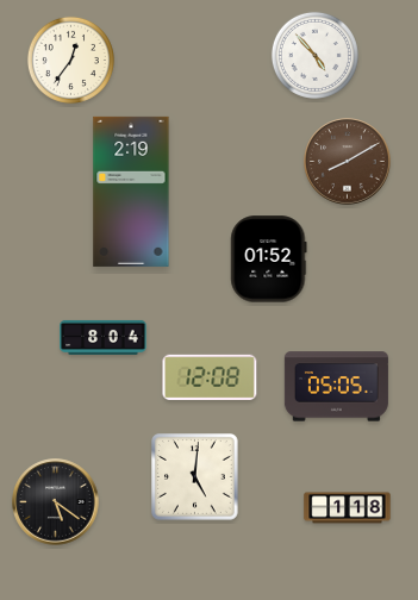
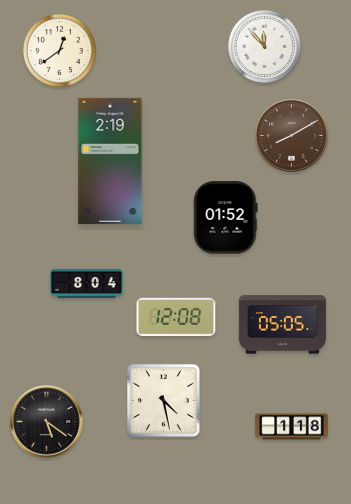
clock at (314, 55): 4:53 -> 11:53
clock at (70, 60): 12:36 -> 12:39
clock at (195, 477): 5:01 -> 4:28
